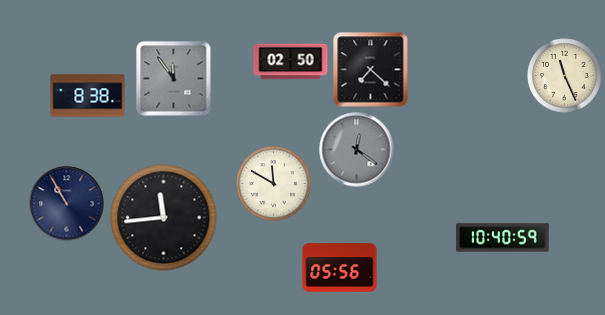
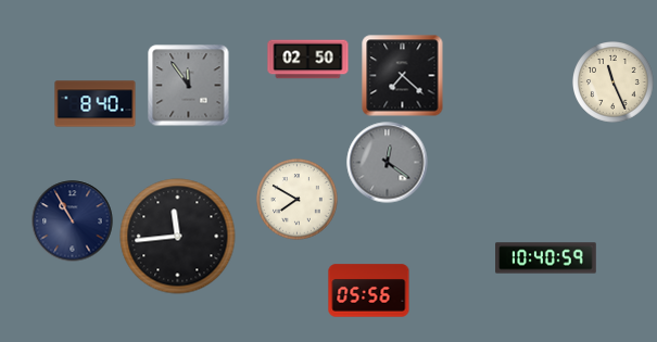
clock at (291, 62) position: (291, 62) -> (308, 60)
clock at (88, 96): 8:38 -> 8:40
clock at (274, 184): 11:50 -> 7:50
